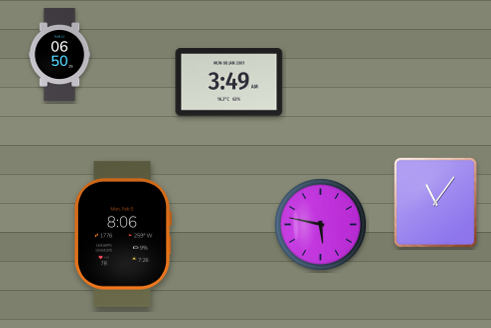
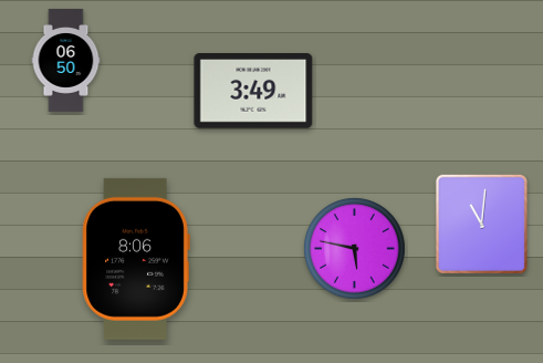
clock at (435, 202): 11:06 -> 11:01
